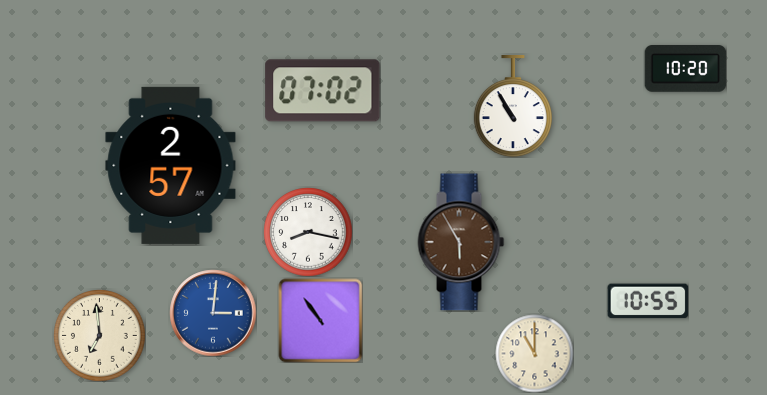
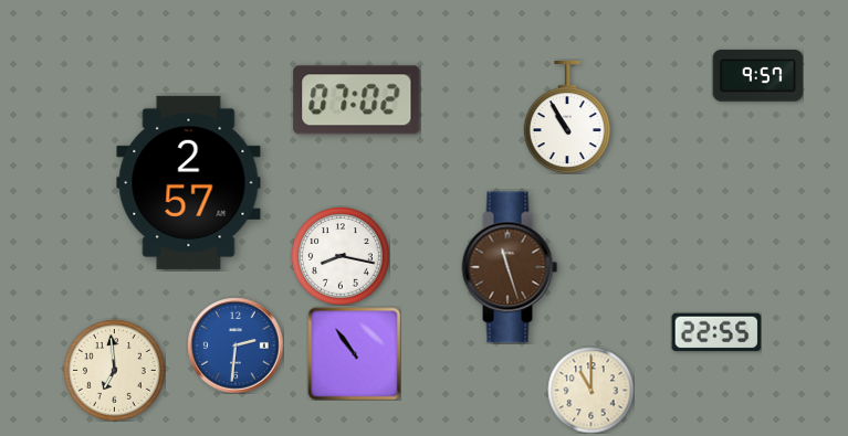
clock at (685, 69): 10:20 -> 9:57
clock at (461, 242): 5:55 -> 11:27
clock at (648, 301): 10:55 -> 22:55
clock at (213, 313): 3:01 -> 2:31
clock at (100, 336) position: (100, 336) -> (115, 371)
